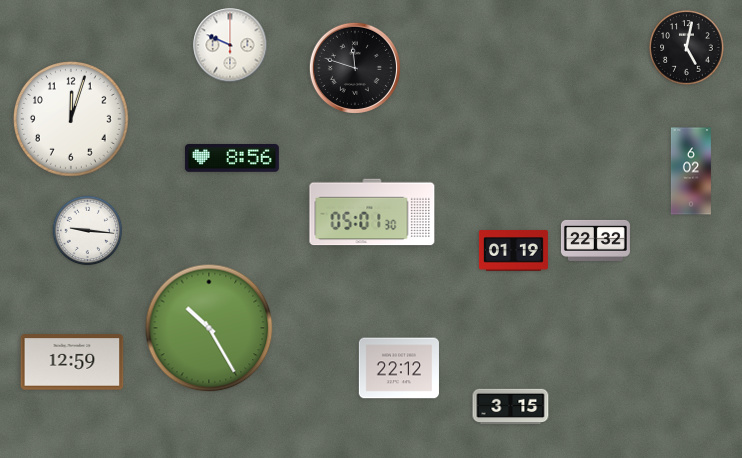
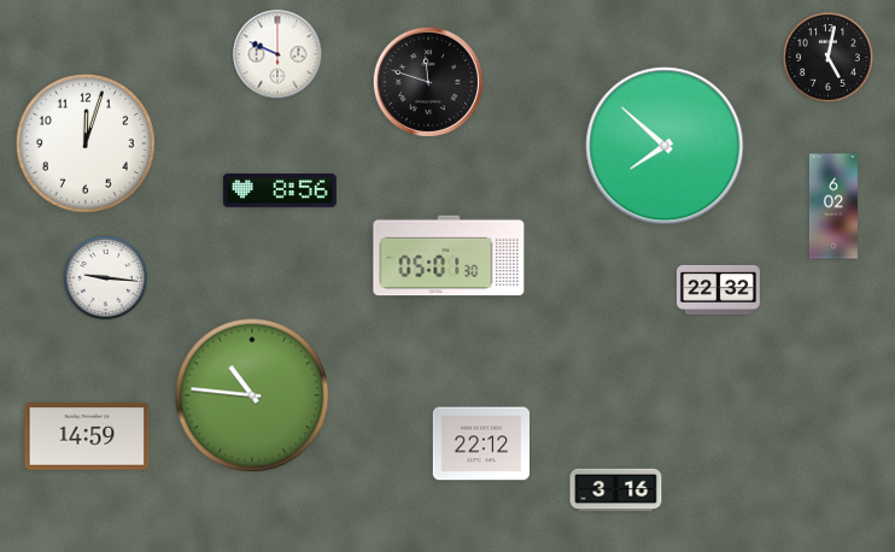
clock at (665, 146): none -> 7:52
clock at (513, 251): 01:19 -> none
clock at (209, 328): 10:25 -> 10:46
clock at (72, 362): 12:59 -> 14:59
clock at (511, 407): 3:15 -> 3:16
